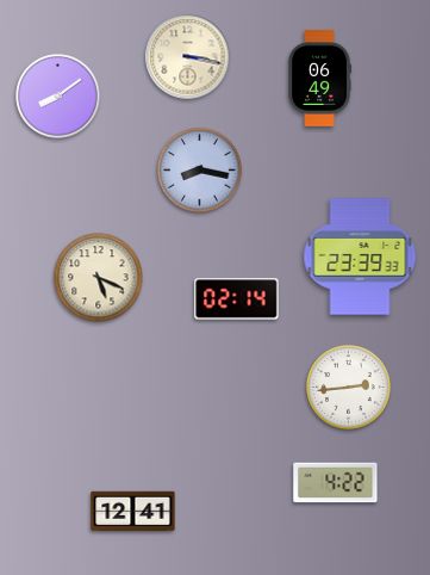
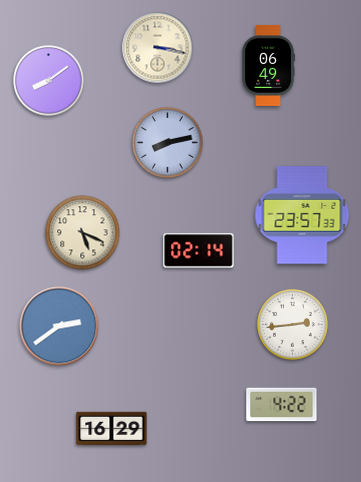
clock at (200, 171): 8:17 -> 8:13
clock at (360, 256): 23:39 -> 23:57
clock at (59, 326): none -> 2:39
clock at (133, 512): 12:41 -> 16:29
